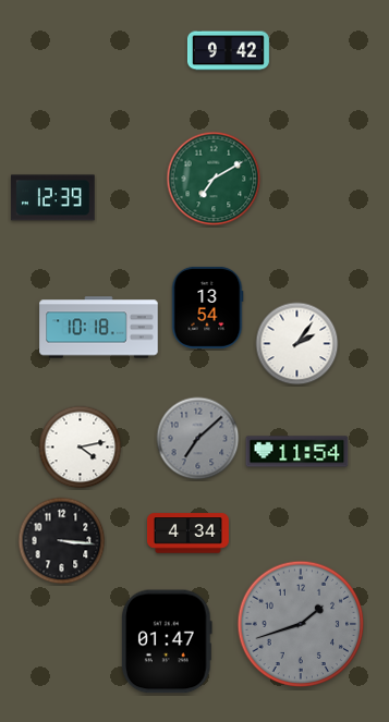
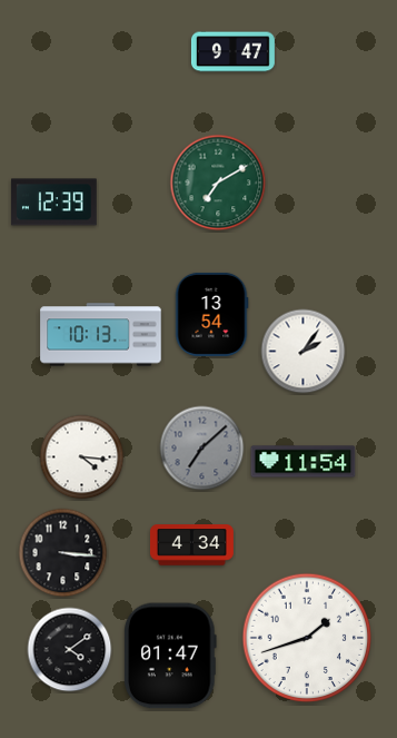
clock at (228, 51): 9:42 -> 9:47
clock at (99, 328): 10:18 -> 10:13
clock at (81, 448): 4:13 -> 4:16
clock at (301, 624) dial: grey -> white
clock at (70, 650): none -> 4:09
